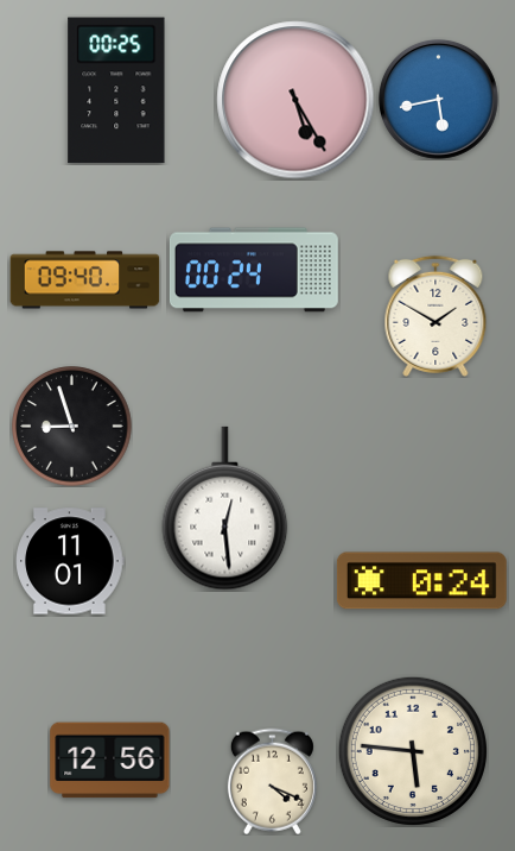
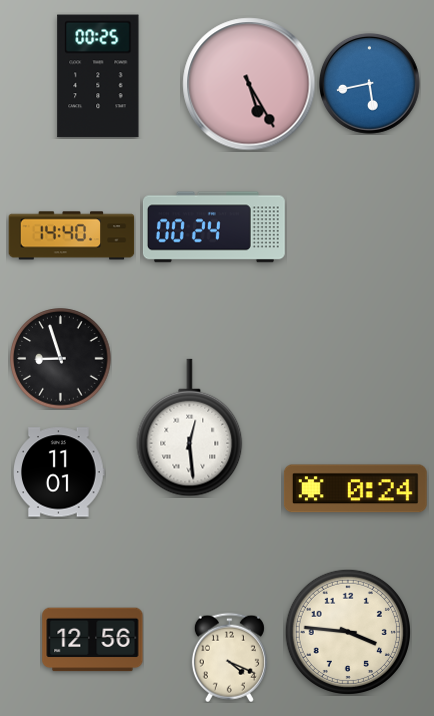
clock at (85, 280): 09:40 -> 14:40
clock at (435, 316): 1:50 -> none
clock at (413, 751): 5:46 -> 3:46
